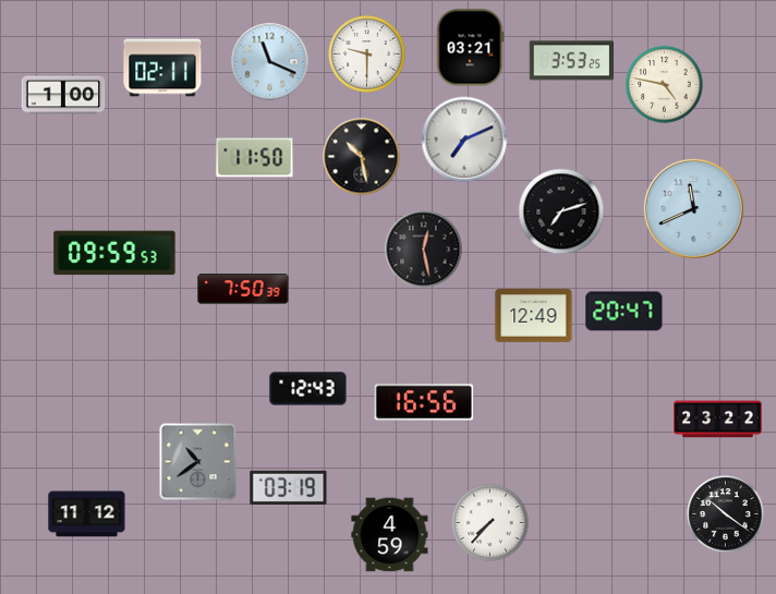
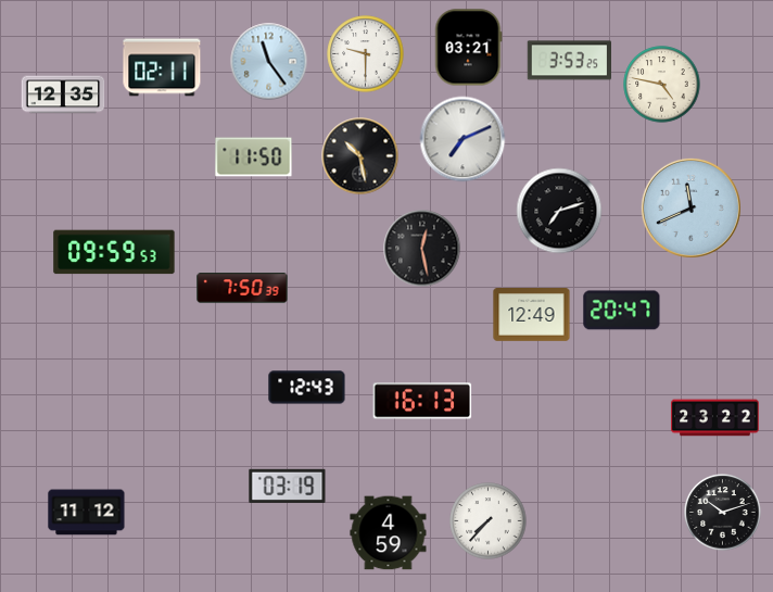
clock at (270, 62): 11:19 -> 11:24
clock at (63, 95): 1:00 -> 12:35
clock at (424, 402): 16:56 -> 16:13
clock at (198, 462): 10:39 -> none
clock at (726, 514): 10:21 -> 10:12
